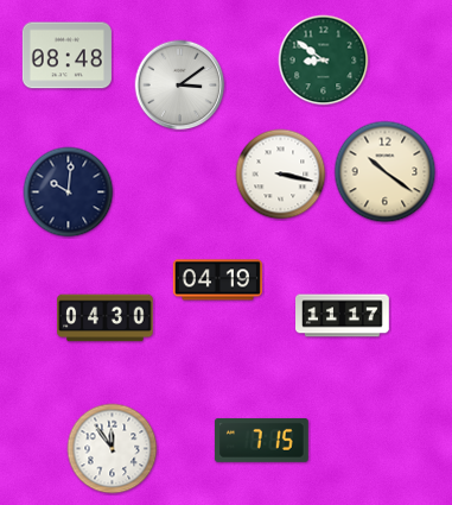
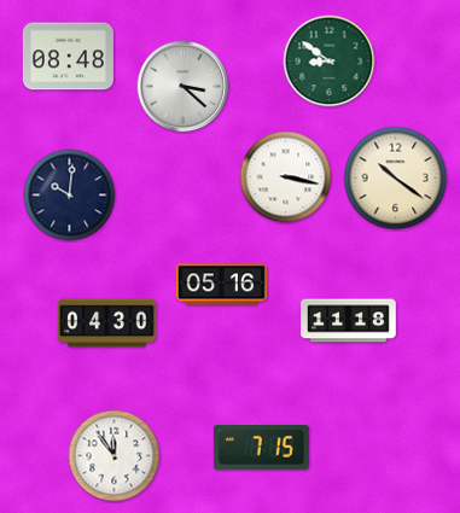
clock at (180, 86): 3:09 -> 3:22
clock at (386, 172) position: (386, 172) -> (396, 179)
clock at (217, 280): 04:19 -> 05:16
clock at (343, 316): 11:17 -> 11:18
clock at (261, 440) position: (261, 440) -> (261, 447)
